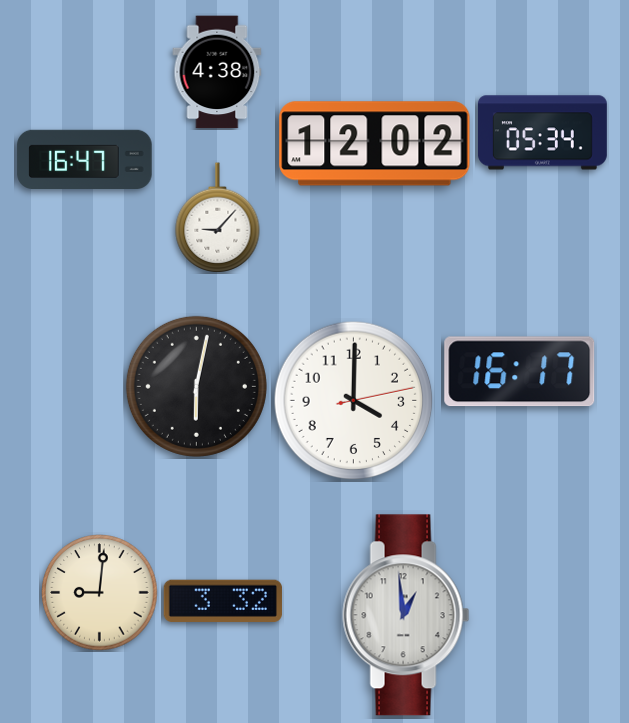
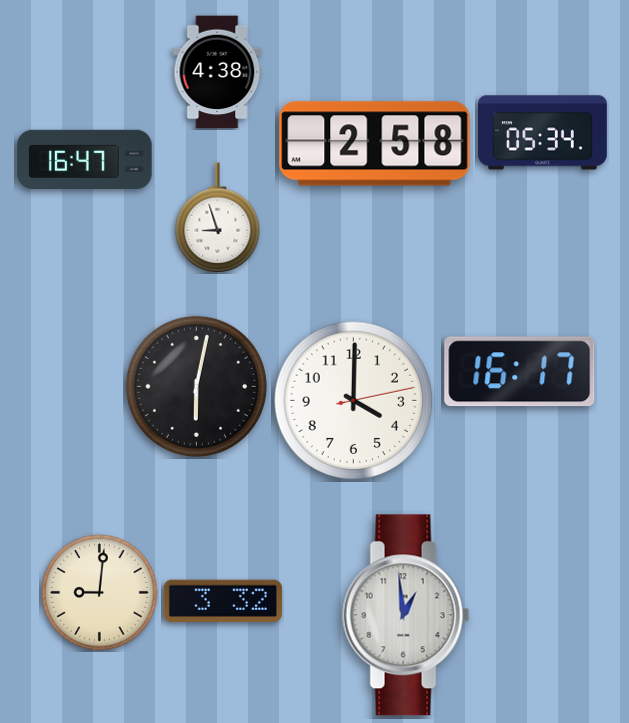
clock at (375, 144): 12:02 -> 2:58
clock at (218, 217): 9:07 -> 8:57
